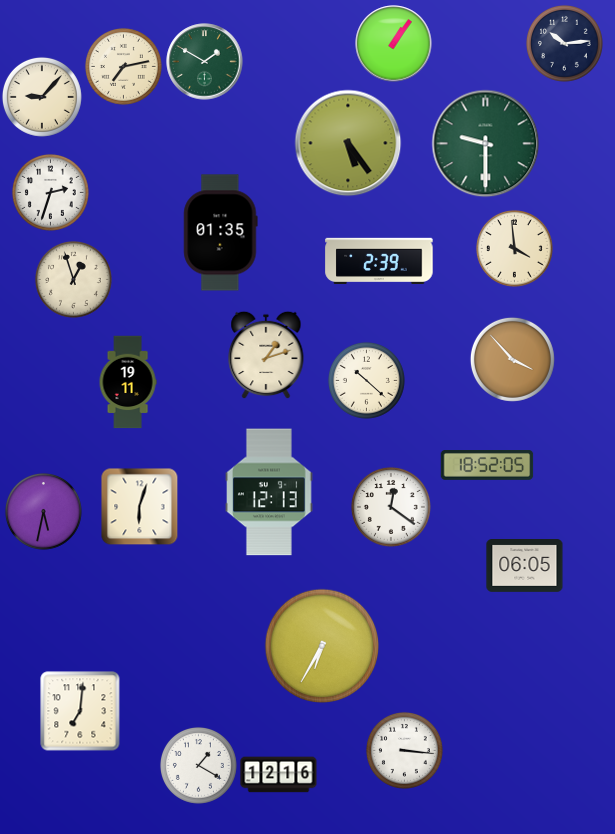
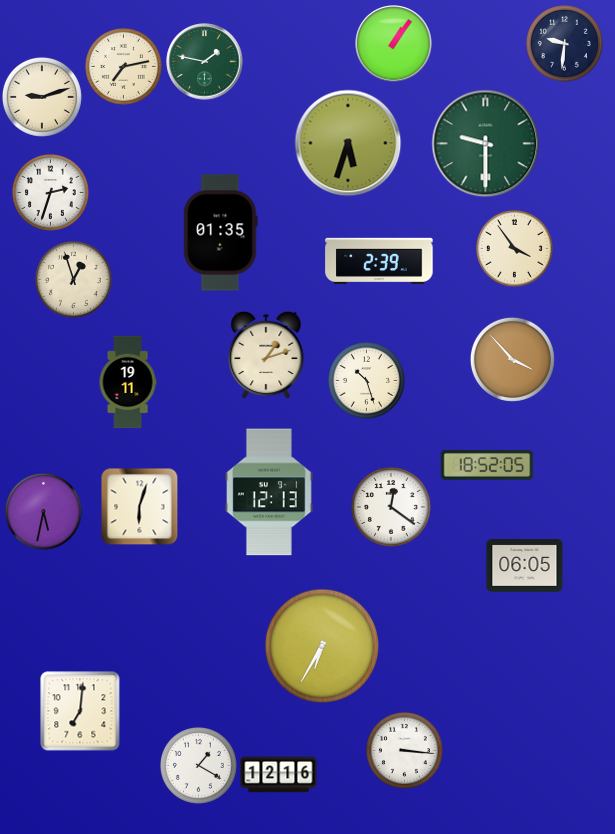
clock at (564, 43): 10:14 -> 9:31
clock at (205, 62): 1:50 -> 1:47
clock at (42, 97): 9:07 -> 9:12
clock at (348, 143): 5:24 -> 5:33
clock at (514, 248): 3:59 -> 3:54
clock at (366, 380): 10:22 -> 10:27
